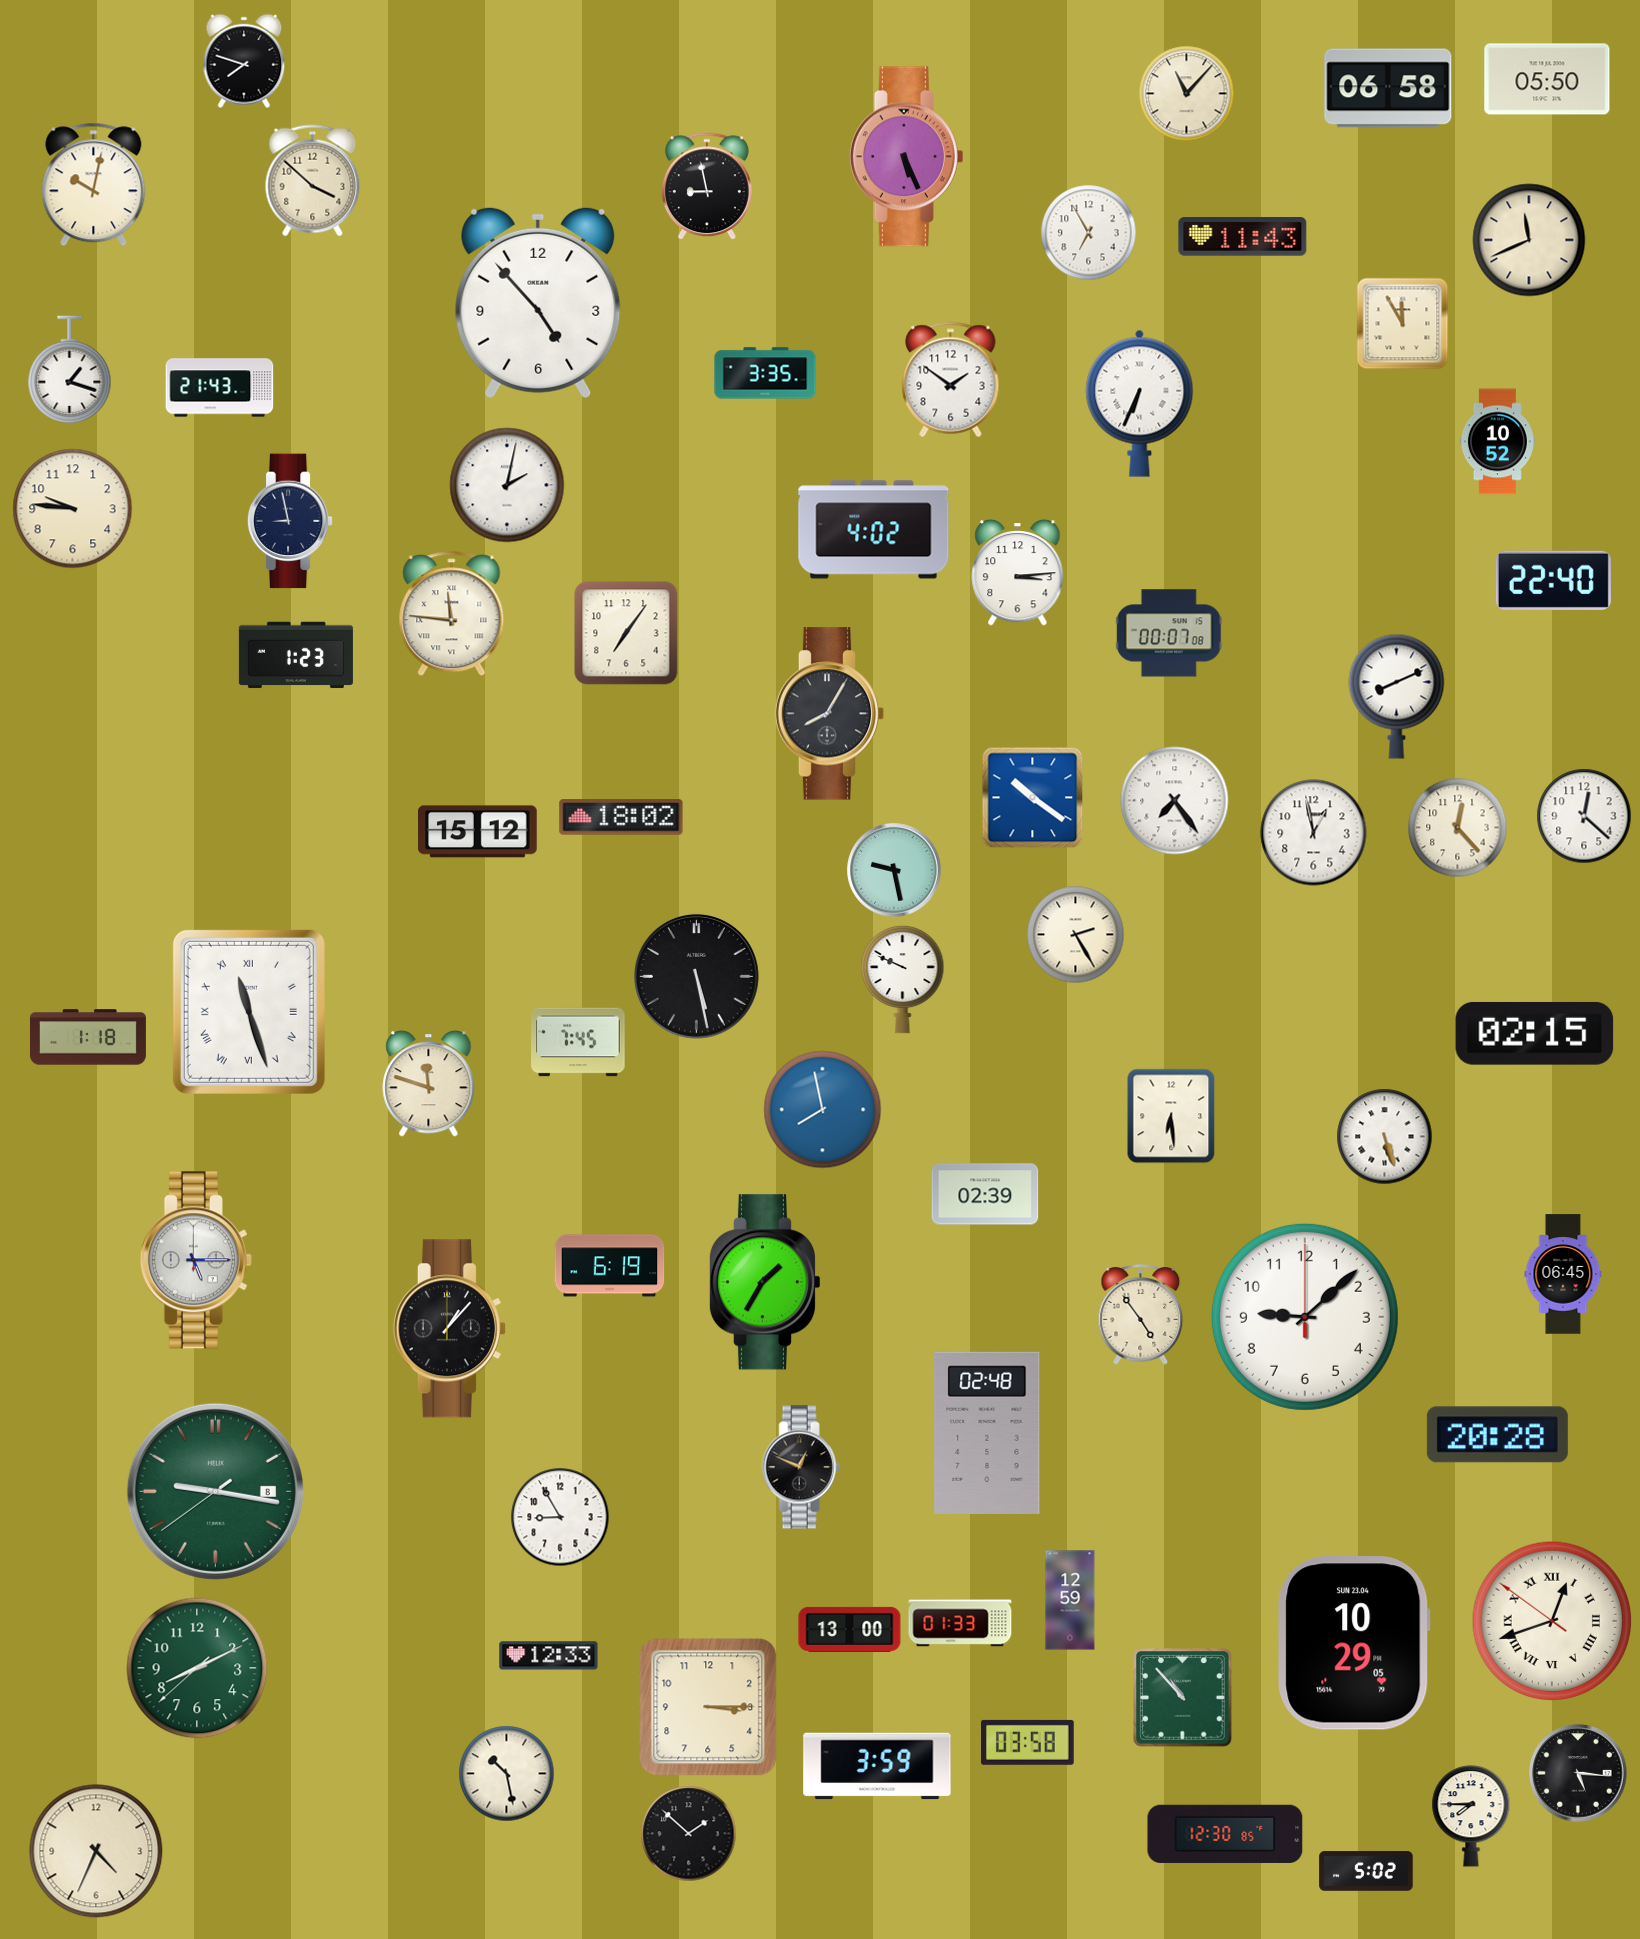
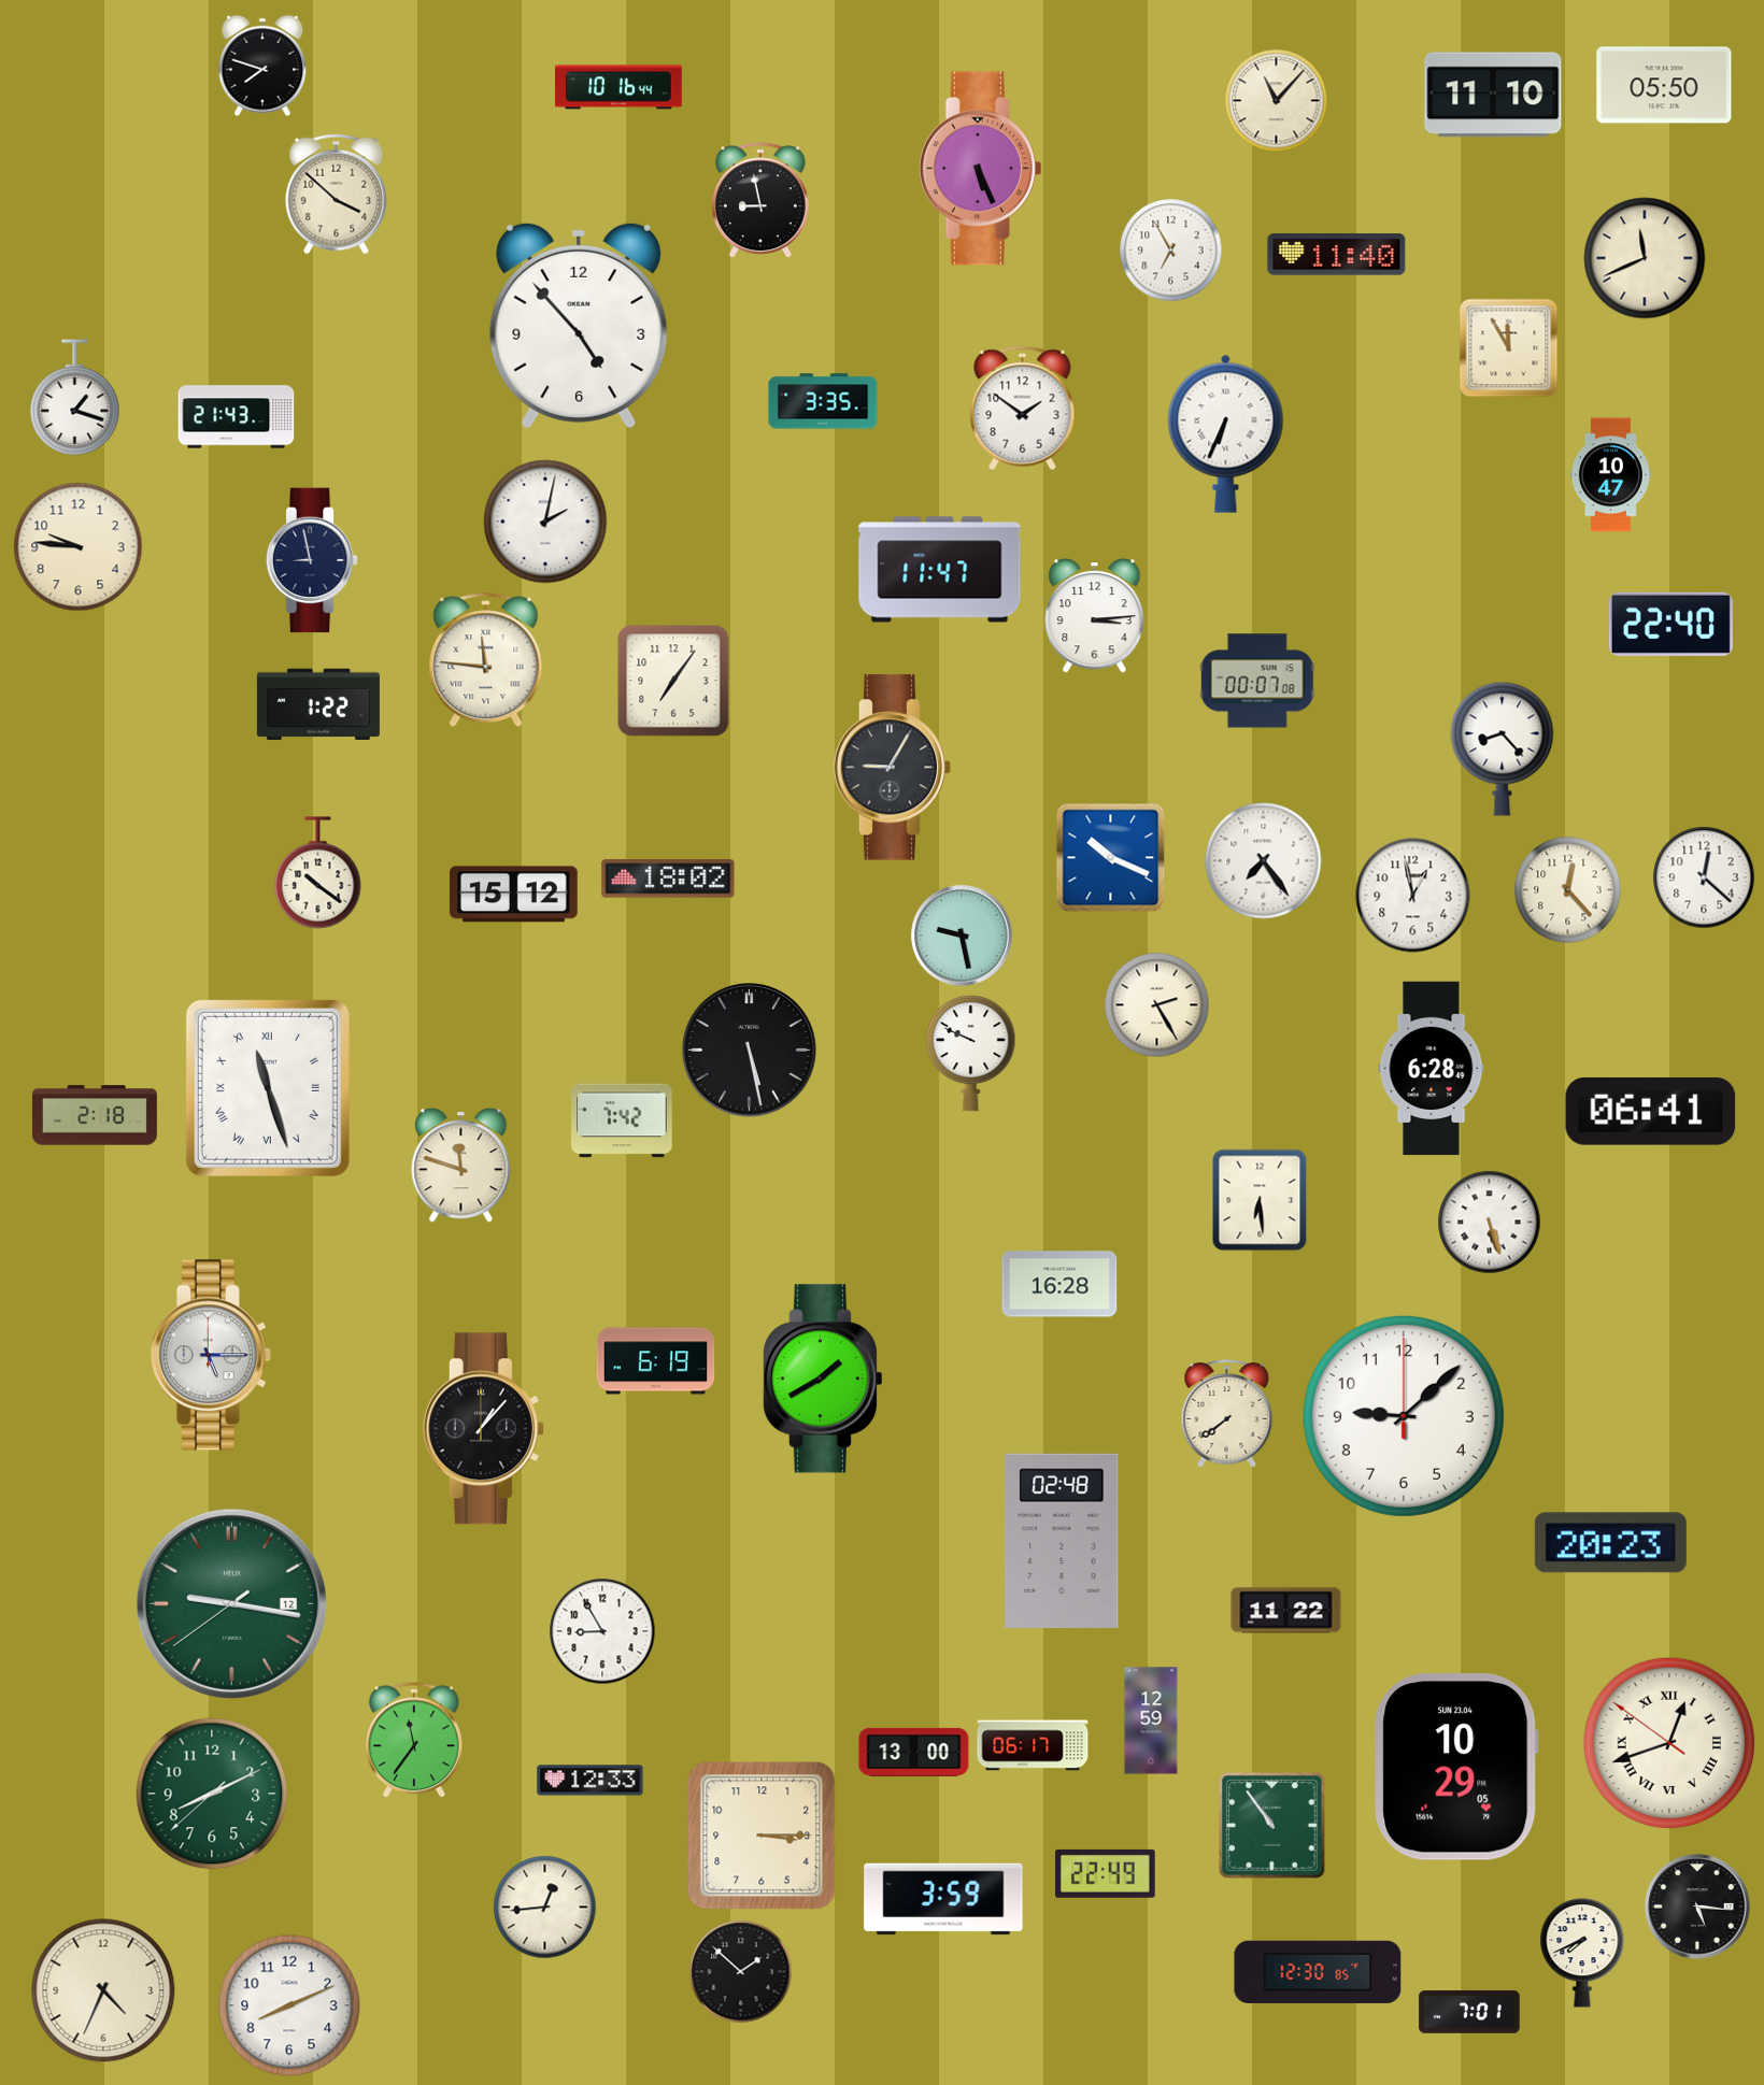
clock at (618, 87): none -> 10:16
clock at (1388, 88): 06:58 -> 11:10
clock at (906, 157) position: (906, 157) -> (980, 169)
clock at (94, 185): 10:02 -> none
clock at (1243, 237): 11:43 -> 11:40
clock at (1497, 442): 10:52 -> 10:47
clock at (874, 530): 4:02 -> 11:47
clock at (296, 655): 1:23 -> 1:22
clock at (1397, 696): 8:11 -> 8:23
clock at (830, 714): 8:05 -> 9:05
clock at (1033, 798): 10:21 -> 10:19
clock at (318, 873): none -> 10:21
clock at (1432, 1069): none -> 6:28
clock at (1535, 1034): 02:15 -> 06:41
clock at (88, 1037): 1:18 -> 2:18
clock at (578, 1042): 7:45 -> 7:42
clock at (823, 1110): 7:58 -> none
clock at (985, 1194): 02:39 -> 16:28
clock at (1563, 1274): 06:45 -> none
clock at (764, 1282): 1:35 -> 1:40
clock at (1141, 1315): 4:54 -> 7:39
clock at (1497, 1435): 20:28 -> 20:23
clock at (801, 1467): 12:49 -> none
clock at (215, 1491) date: 8 -> 12
clock at (1286, 1611): none -> 11:22
clock at (414, 1741): none -> 11:36
clock at (960, 1623): 01:33 -> 06:17
clock at (1183, 1698): 10:53 -> 10:54
clock at (1028, 1742): 03:58 -> 22:49
clock at (507, 1774): 10:28 -> 12:44
clock at (1471, 1816): 7:45 -> 7:41
clock at (289, 2005): none -> 8:11
clock at (1366, 1871): 5:02 -> 7:01
